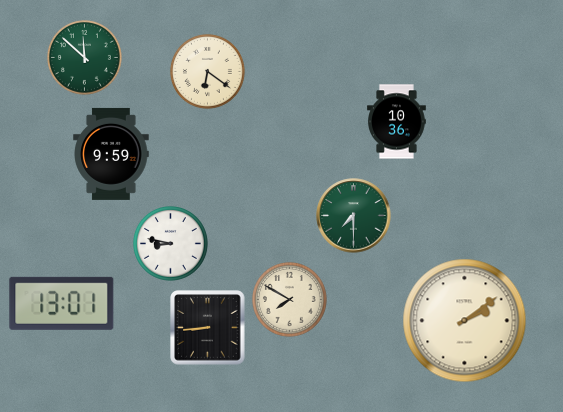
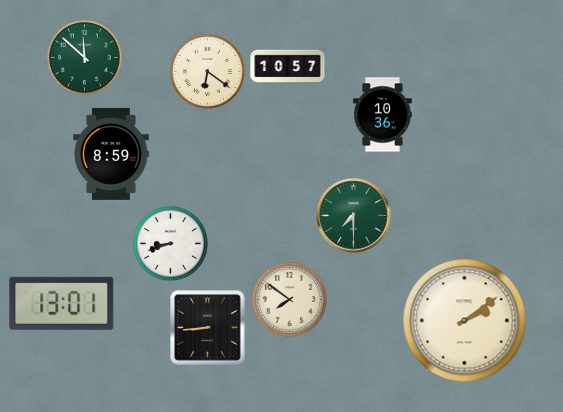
clock at (288, 67): none -> 10:57
clock at (397, 122) position: (397, 122) -> (383, 115)
clock at (111, 154): 9:59 -> 8:59
clock at (170, 243): 8:47 -> 8:42
clock at (289, 299): 7:50 -> 7:51
